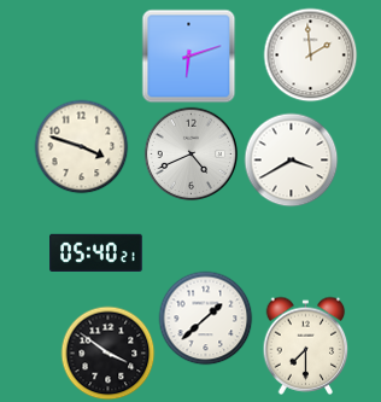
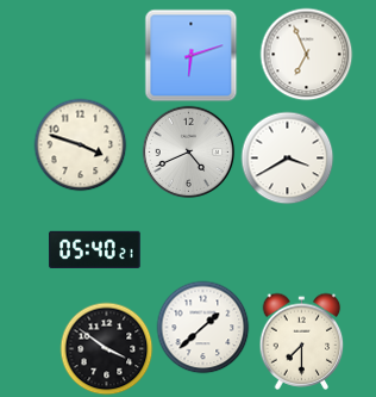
clock at (310, 54): 1:59 -> 6:56
clock at (188, 56) position: (188, 56) -> (190, 55)
clock at (205, 317) position: (205, 317) -> (202, 327)
